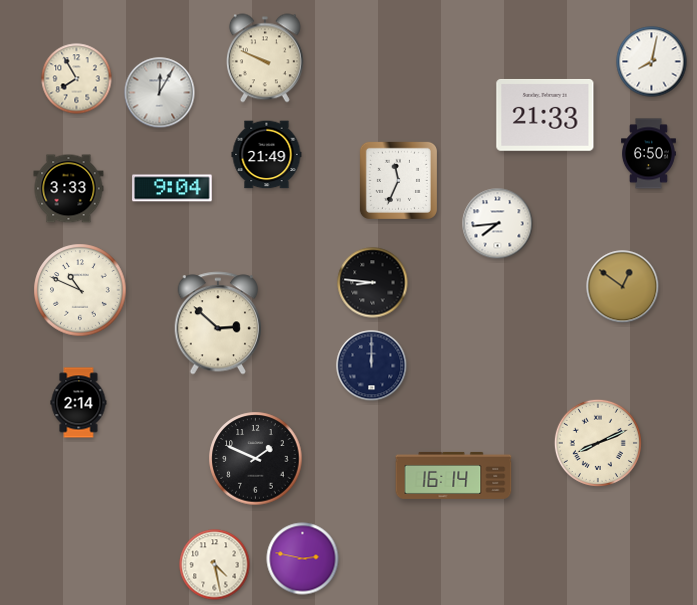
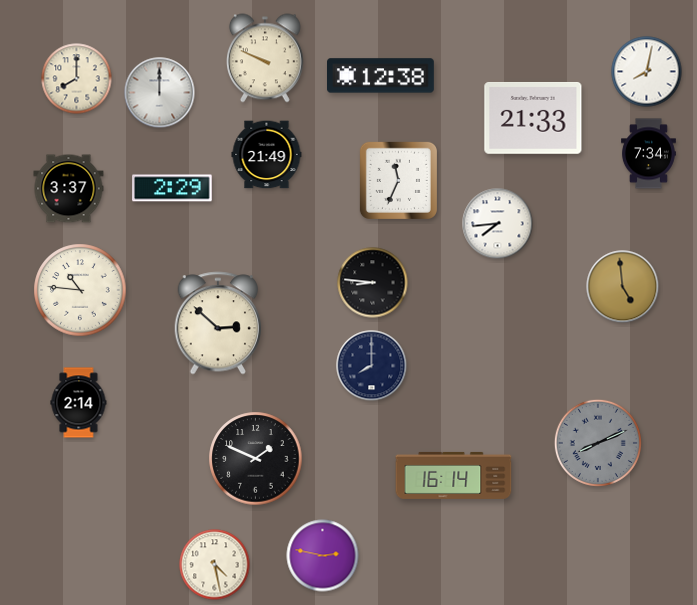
clock at (652, 62) position: (652, 62) -> (647, 72)
clock at (381, 76): none -> 12:38
clock at (77, 79): 7:55 -> 8:00
clock at (160, 93): 12:05 -> 12:00
clock at (545, 115) position: (545, 115) -> (533, 118)
clock at (649, 154): 6:50 -> 7:34
clock at (172, 188): 9:04 -> 2:29
clock at (69, 189): 3:33 -> 3:37
clock at (623, 287): 12:51 -> 4:59
clock at (80, 290): 10:49 -> 10:46
clock at (372, 366): 12:00 -> 8:00
clock at (598, 443) dial: cream -> grey
clock at (303, 559) position: (303, 559) -> (323, 556)
